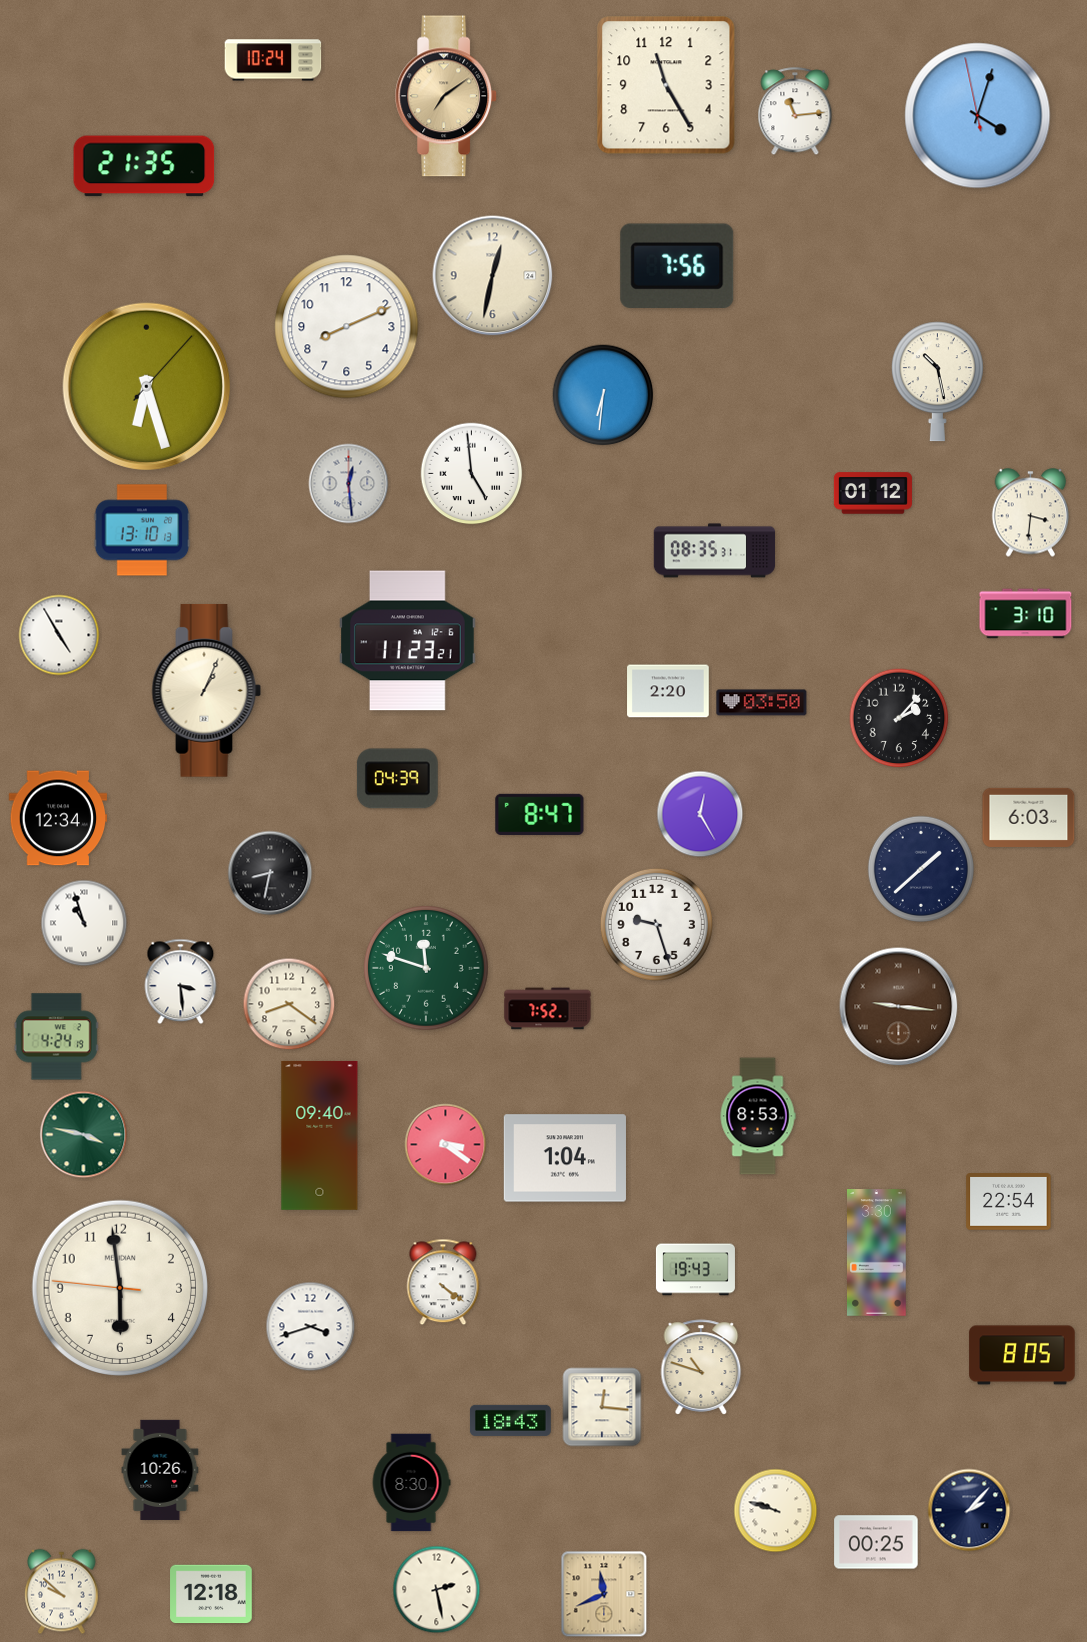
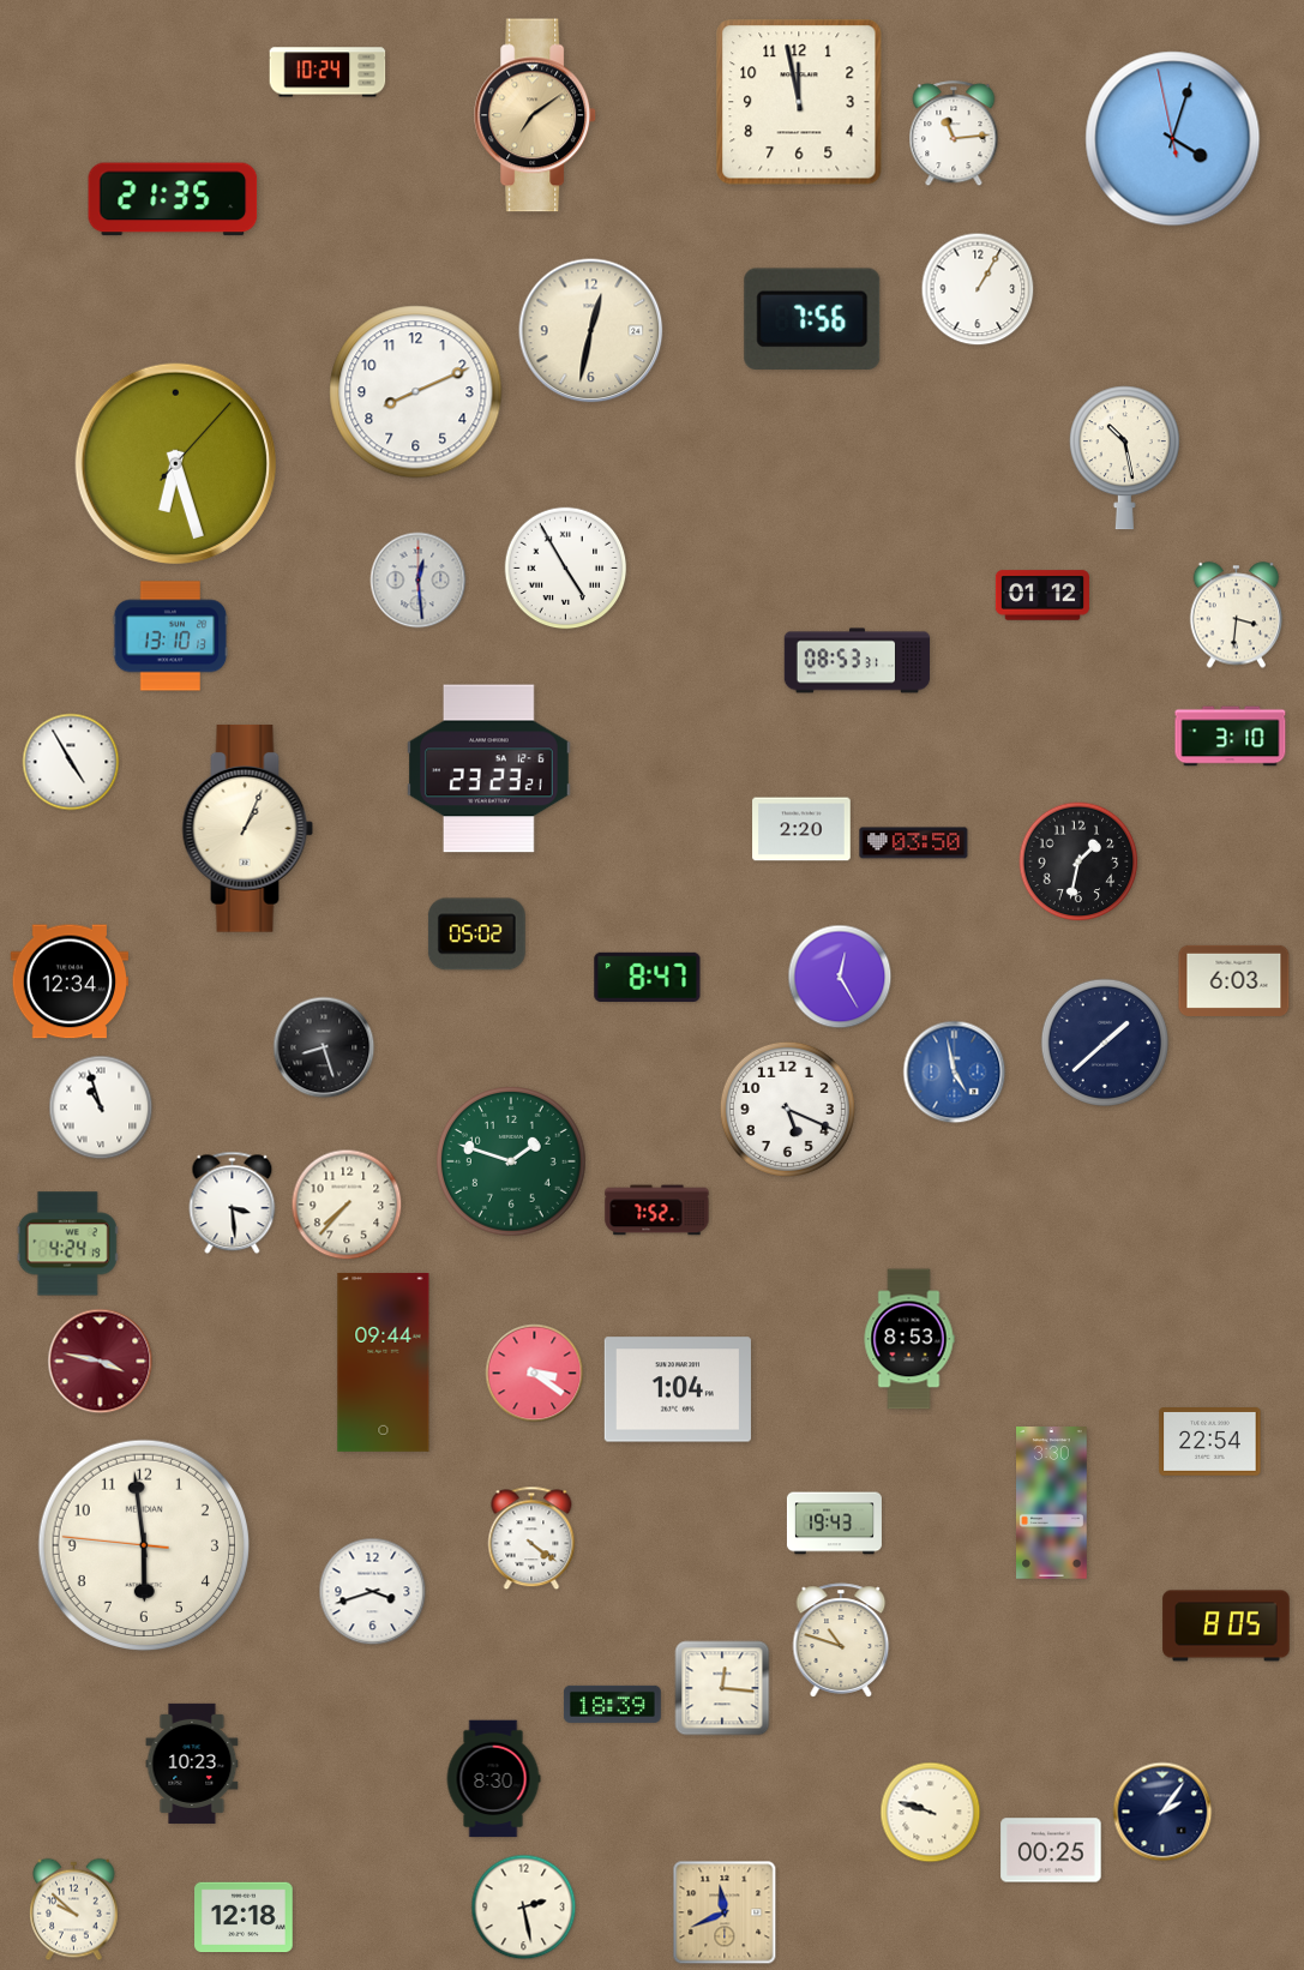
clock at (666, 85): 11:25 -> 11:58
clock at (978, 289): none -> 1:05
clock at (603, 395): 6:31 -> none
clock at (472, 474): 4:59 -> 4:55
clock at (873, 493) position: (873, 493) -> (1042, 595)
clock at (715, 551): 08:35 -> 08:53
clock at (408, 641): 11:23 -> 23:23
clock at (899, 718): 2:07 -> 1:32
clock at (397, 779): 04:39 -> 05:02
clock at (270, 873): 8:32 -> 8:27
clock at (955, 1073): none -> 4:58
clock at (656, 924): 9:27 -> 5:19
clock at (427, 969): 11:48 -> 1:48
clock at (181, 982) position: (181, 982) -> (233, 1203)
clock at (289, 1004): 8:21 -> 7:37
clock at (899, 1007): 9:16 -> none
clock at (84, 1135) dial: green -> burgundy
clock at (320, 1135): 09:40 -> 09:44
clock at (510, 1420): 18:43 -> 18:39
clock at (160, 1470): 10:26 -> 10:23
clock at (969, 1510): 2:07 -> 2:06
clock at (211, 1594) position: (211, 1594) -> (244, 1917)
